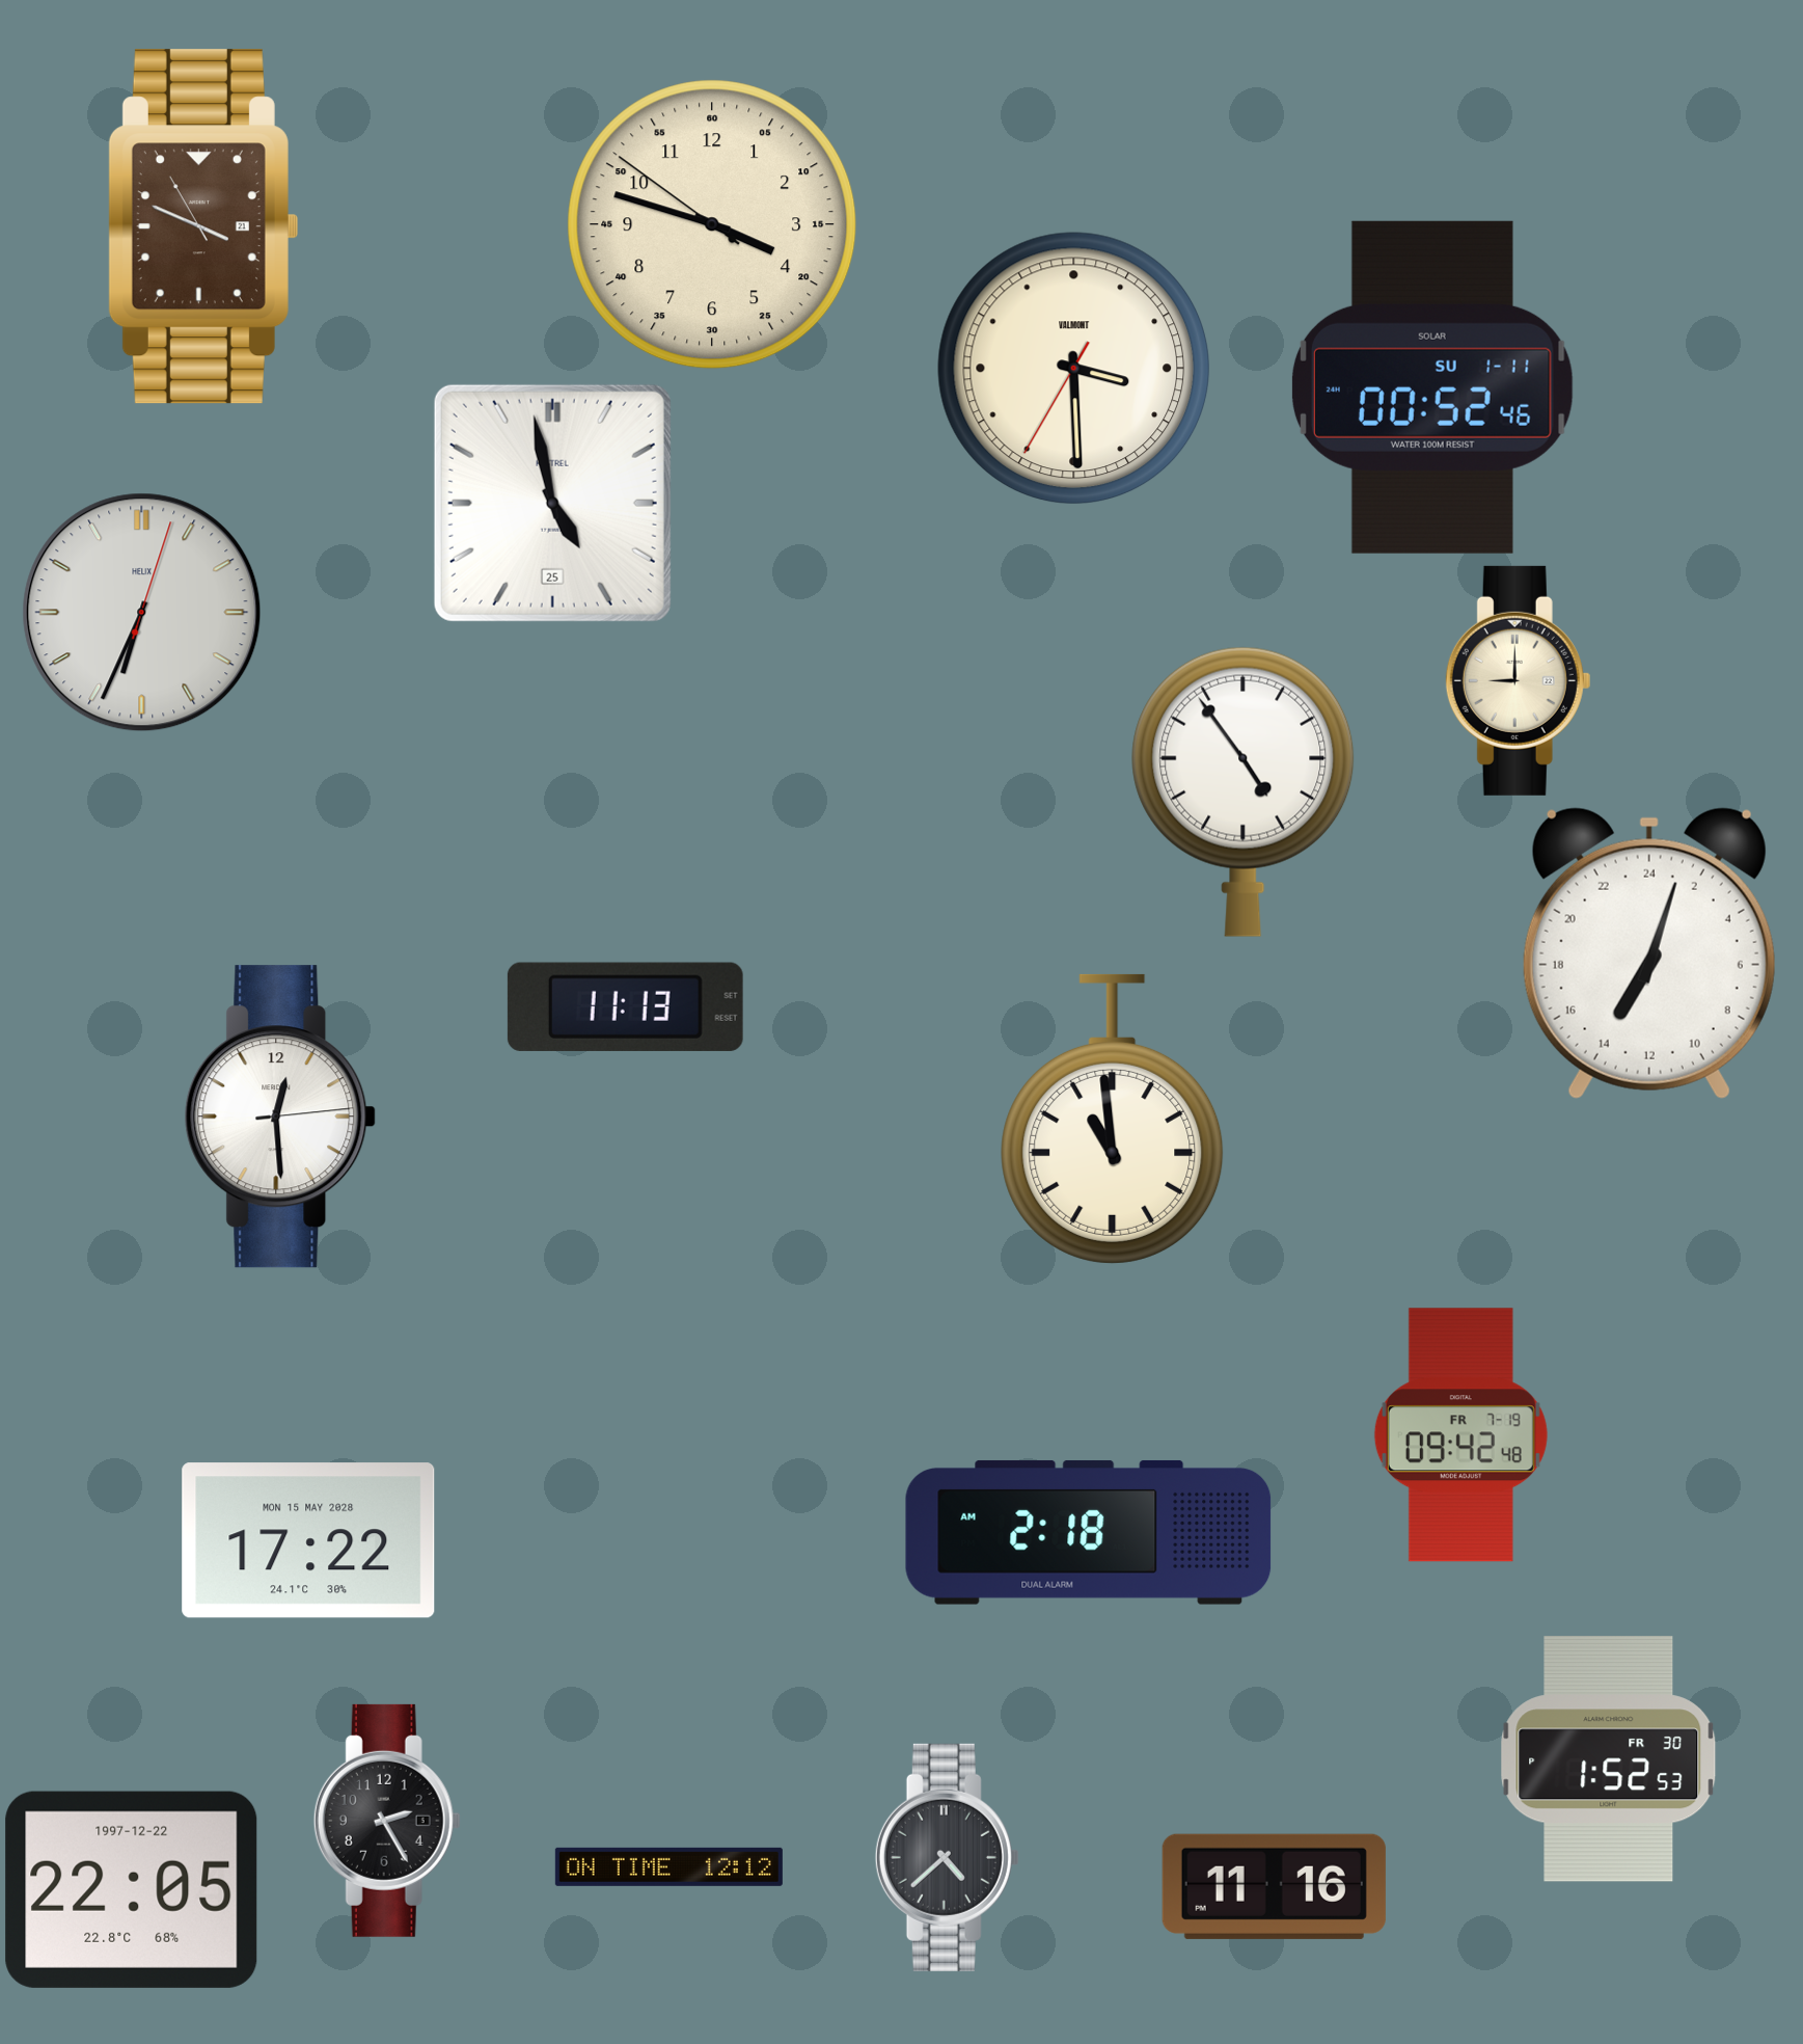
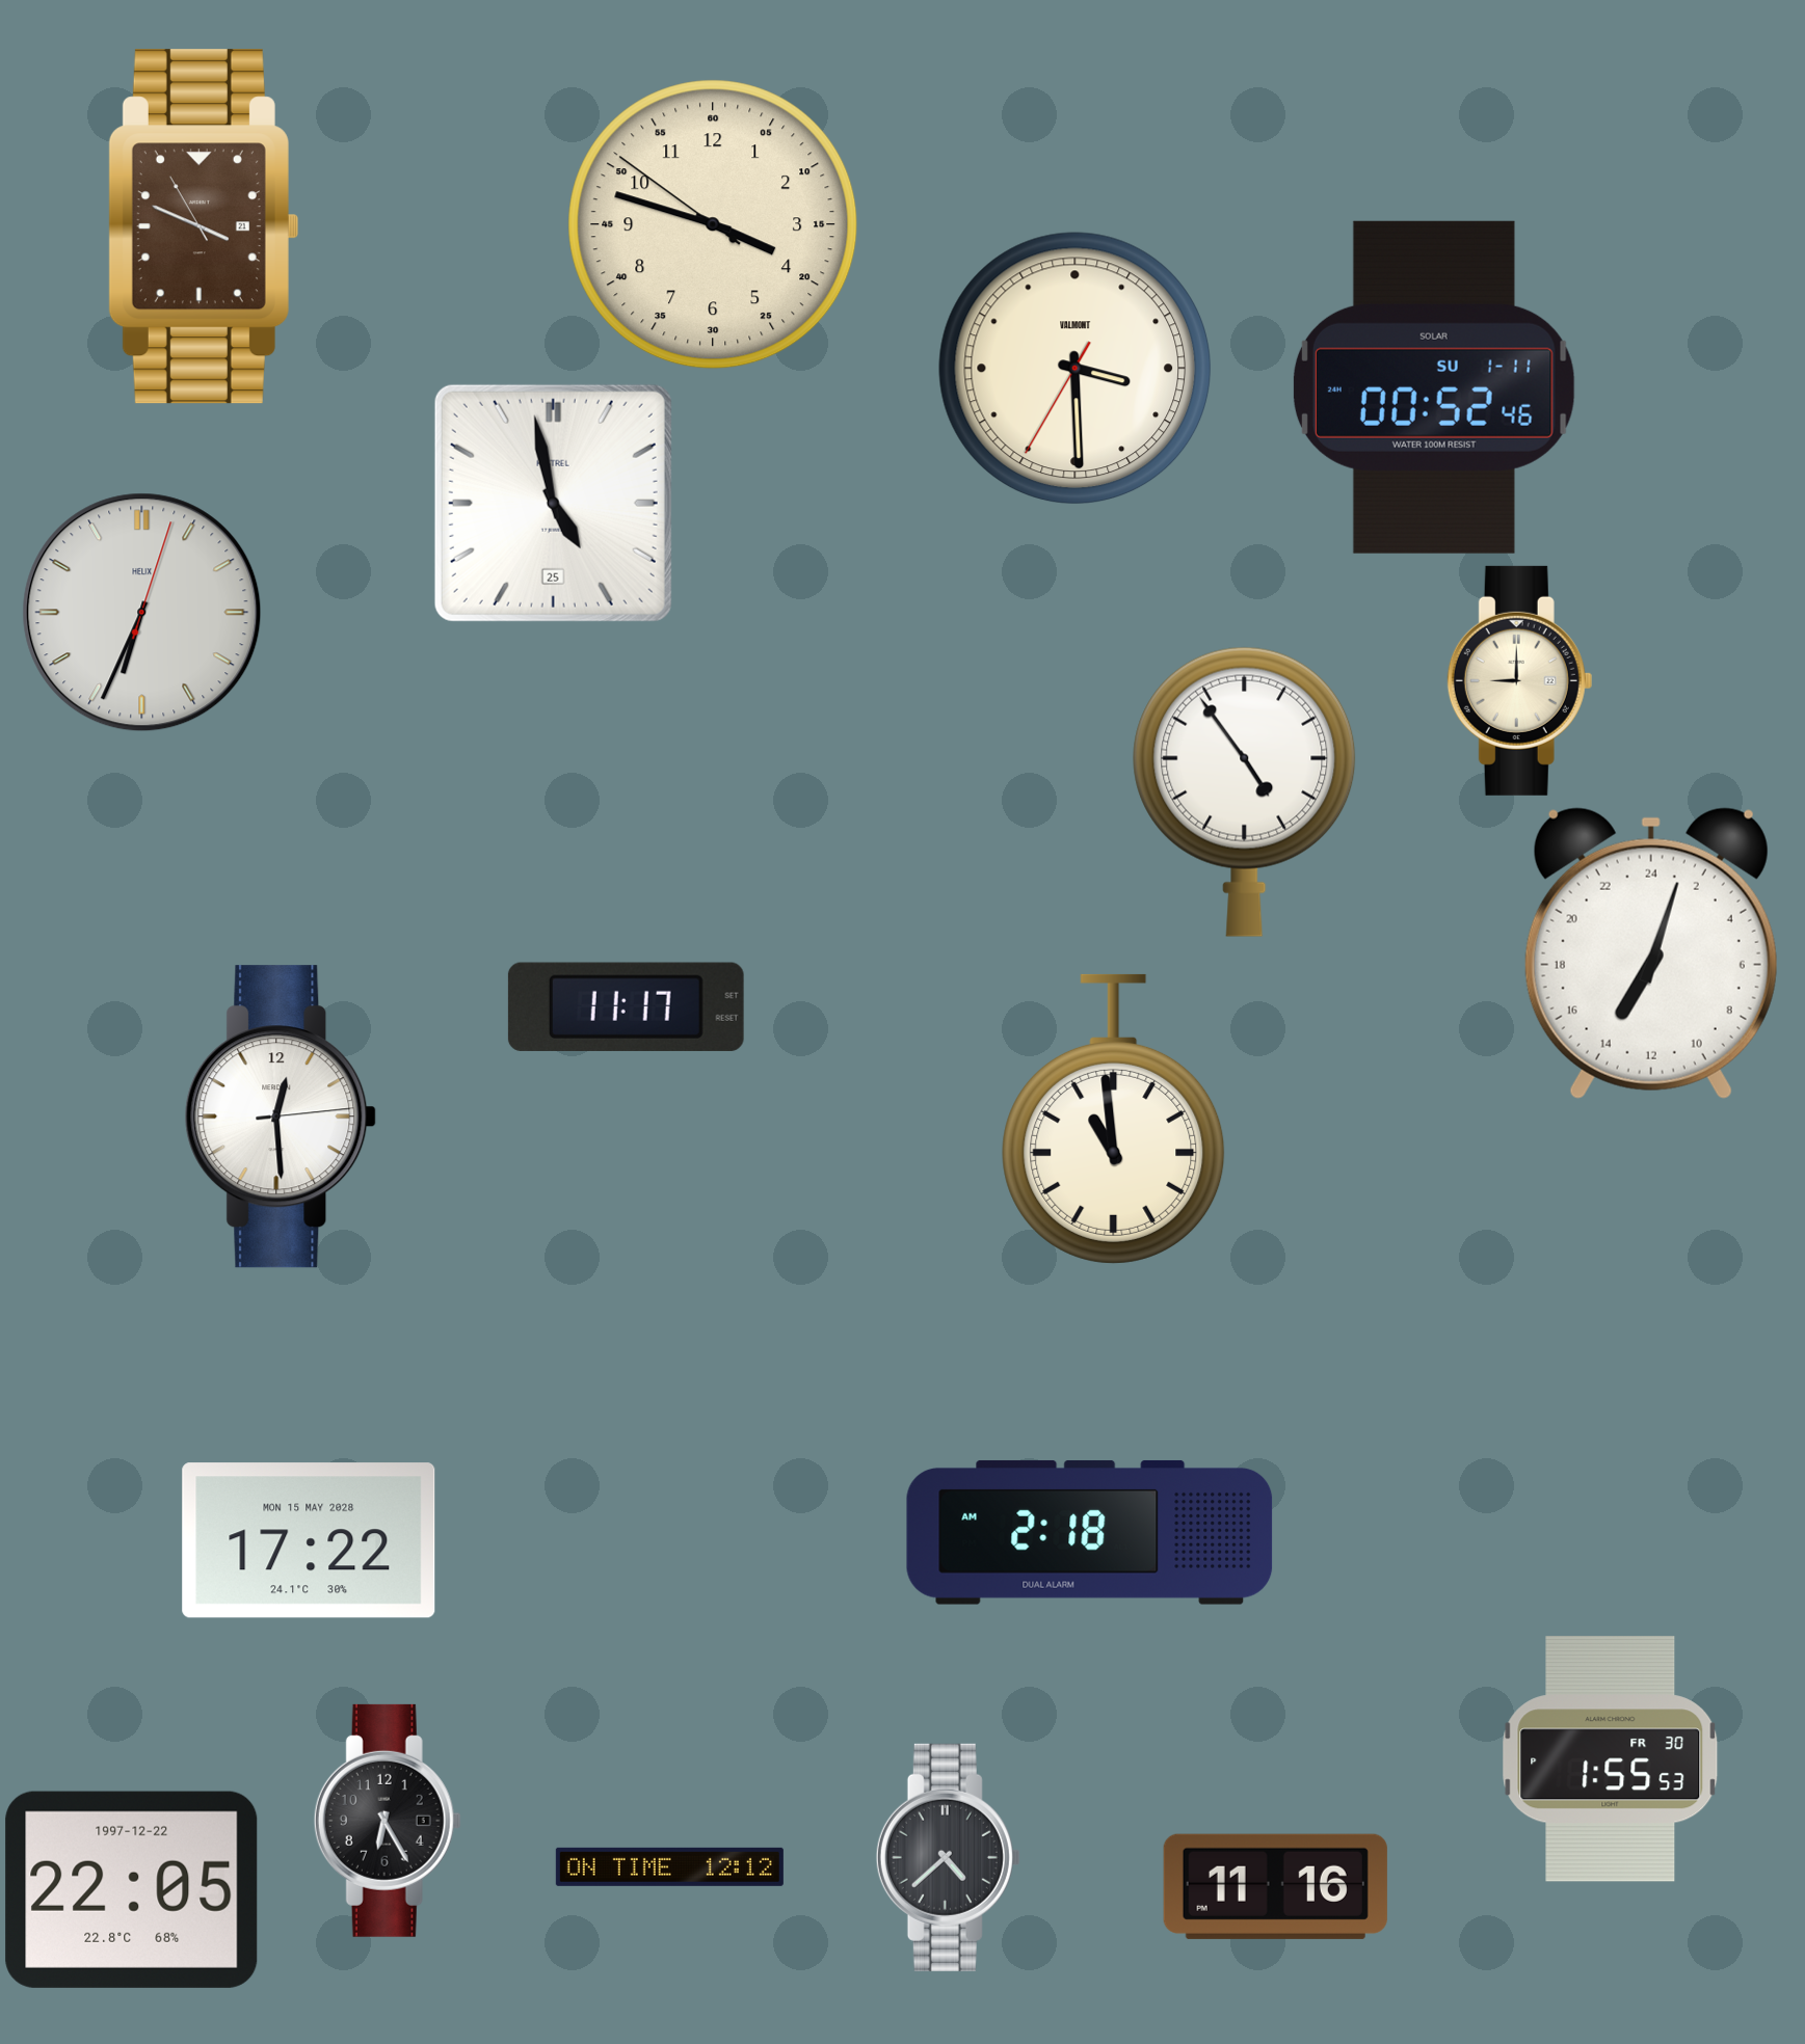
clock at (625, 1006): 11:13 -> 11:17
clock at (1460, 1435): 09:42 -> none
clock at (1609, 1759): 1:52 -> 1:55
clock at (387, 1821): 2:25 -> 6:25
